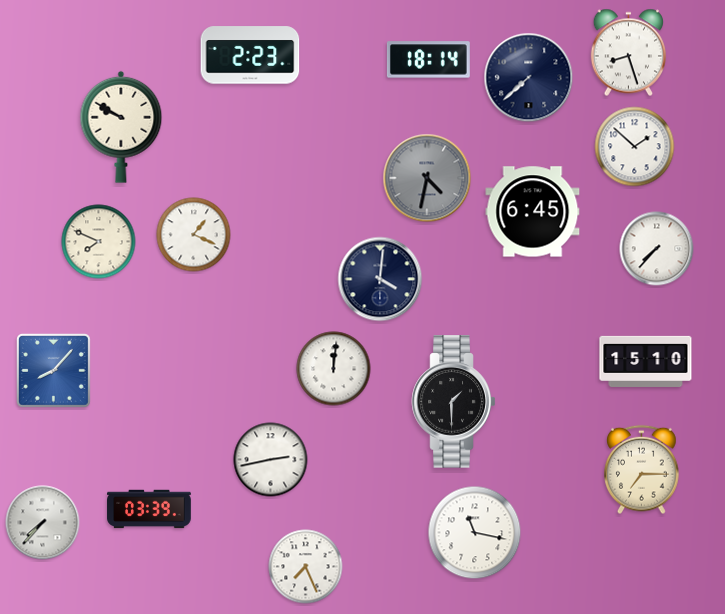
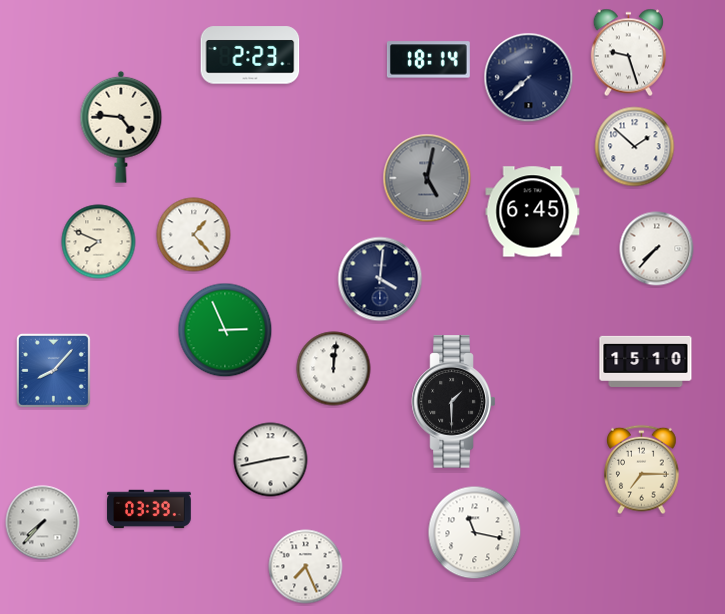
clock at (628, 53): 8:27 -> 9:27
clock at (121, 127): 9:50 -> 4:46
clock at (427, 178): 4:32 -> 5:02
clock at (194, 235): 1:19 -> 1:23
clock at (225, 330): none -> 2:56
